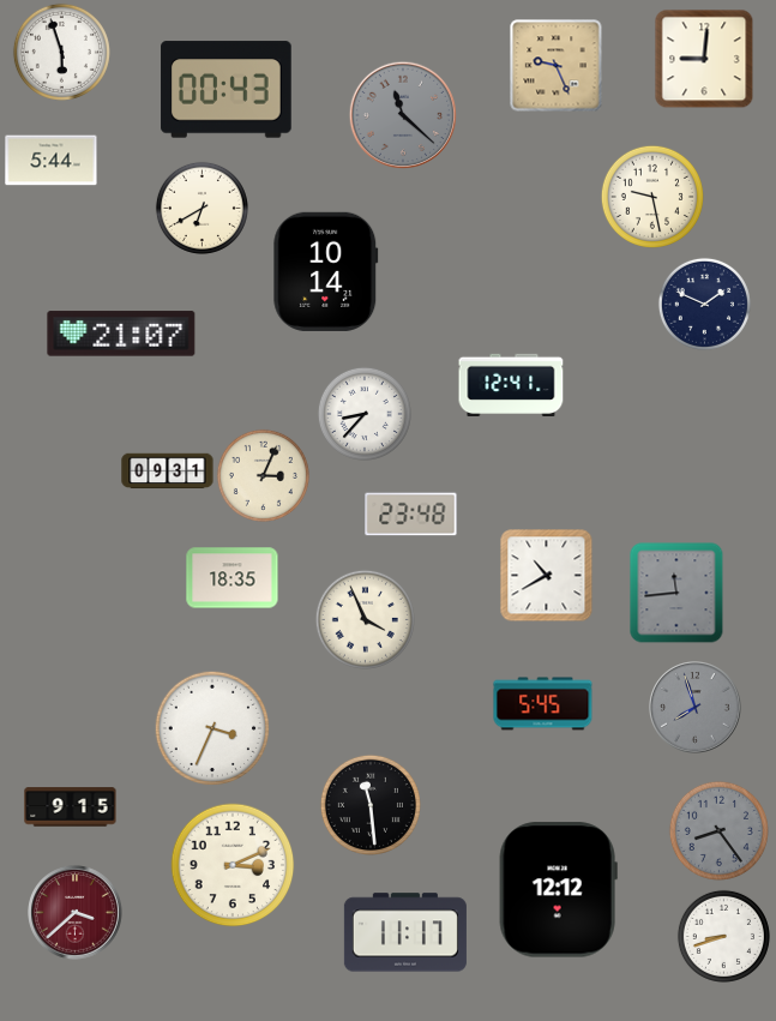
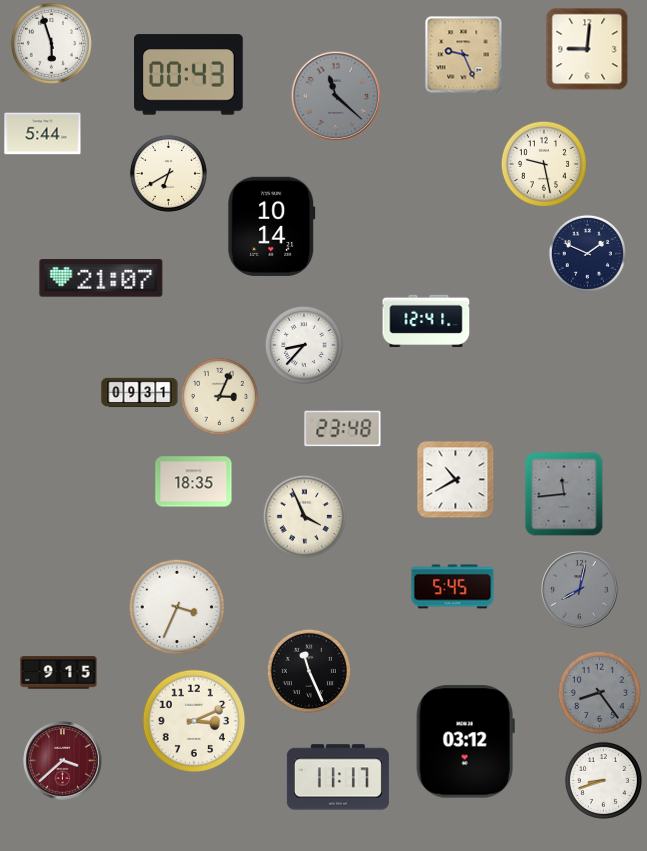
clock at (696, 708): 7:57 -> 8:02
clock at (371, 805): 11:29 -> 11:26
clock at (558, 890): 12:12 -> 03:12
